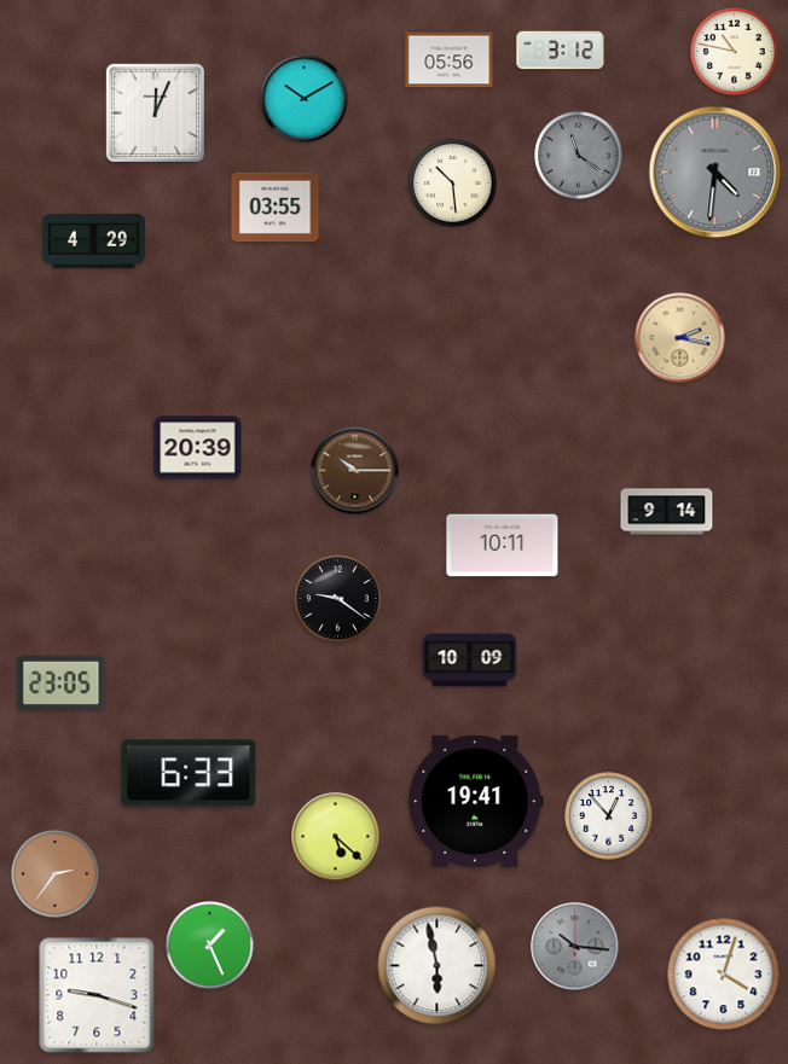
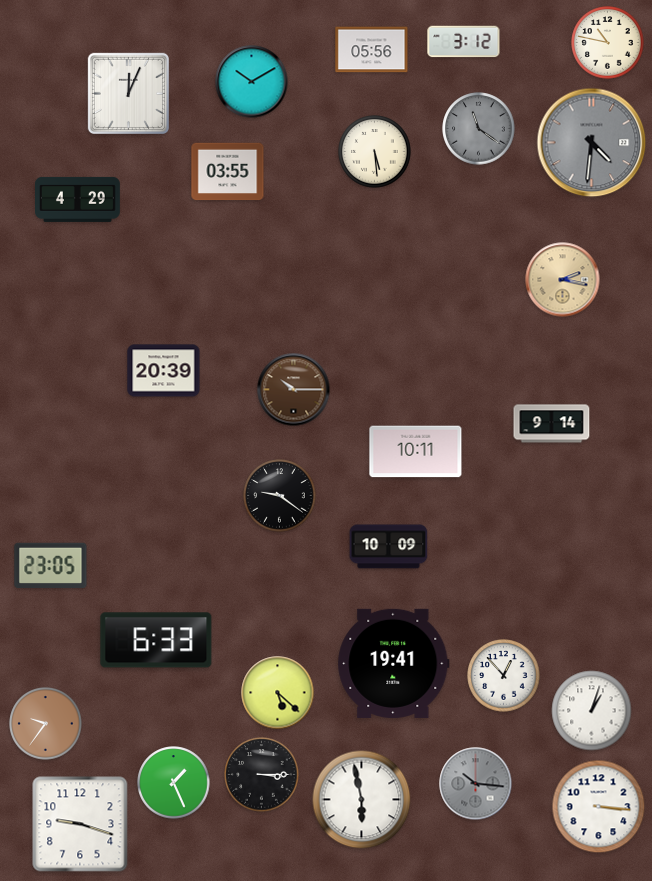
clock at (453, 184): 10:29 -> 5:29
clock at (592, 711): none -> 1:03
clock at (56, 874): 2:36 -> 9:36
clock at (262, 775): none -> 3:15
clock at (724, 975): 4:03 -> 3:16
